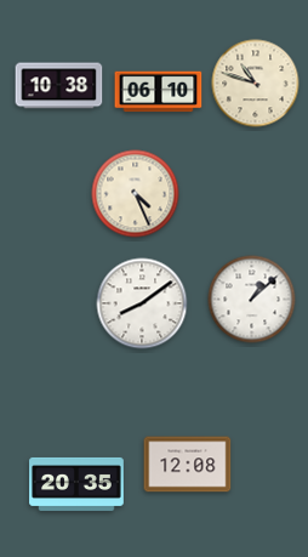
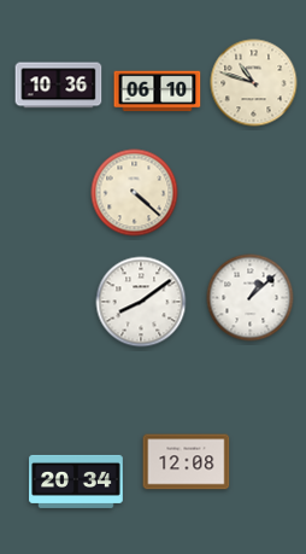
clock at (59, 86): 10:38 -> 10:36
clock at (136, 194): 4:26 -> 4:22
clock at (76, 484): 20:35 -> 20:34
